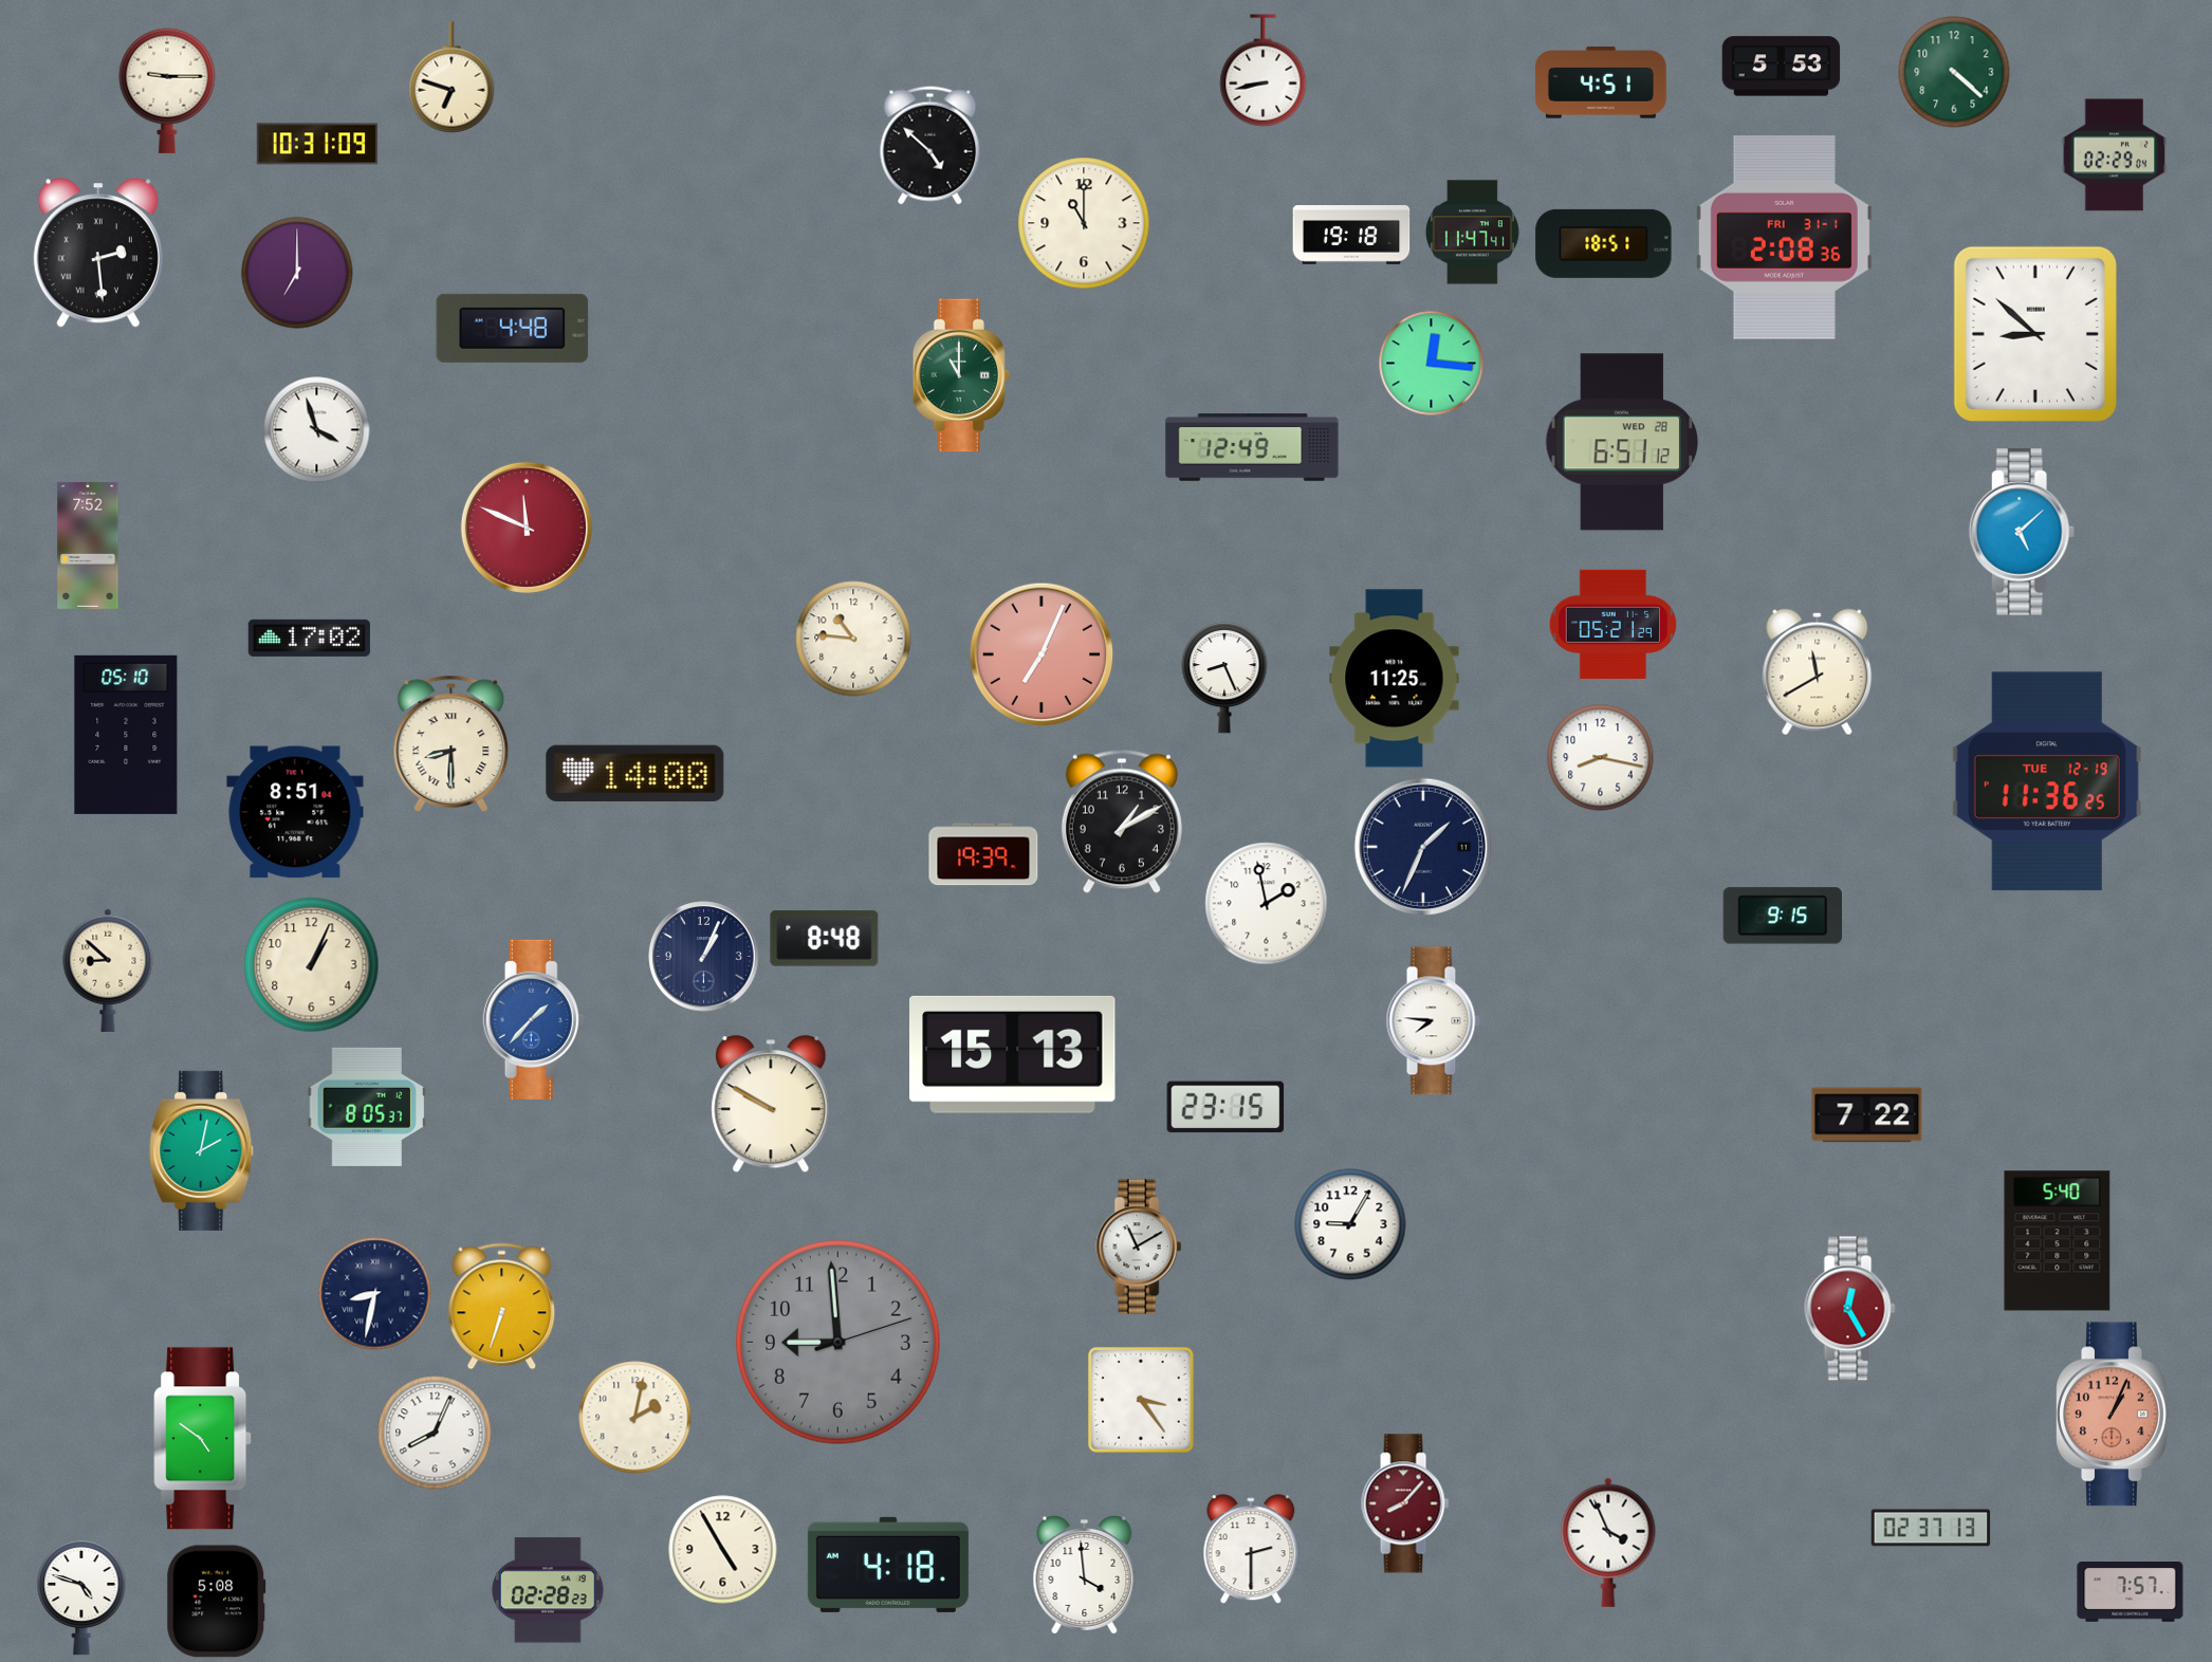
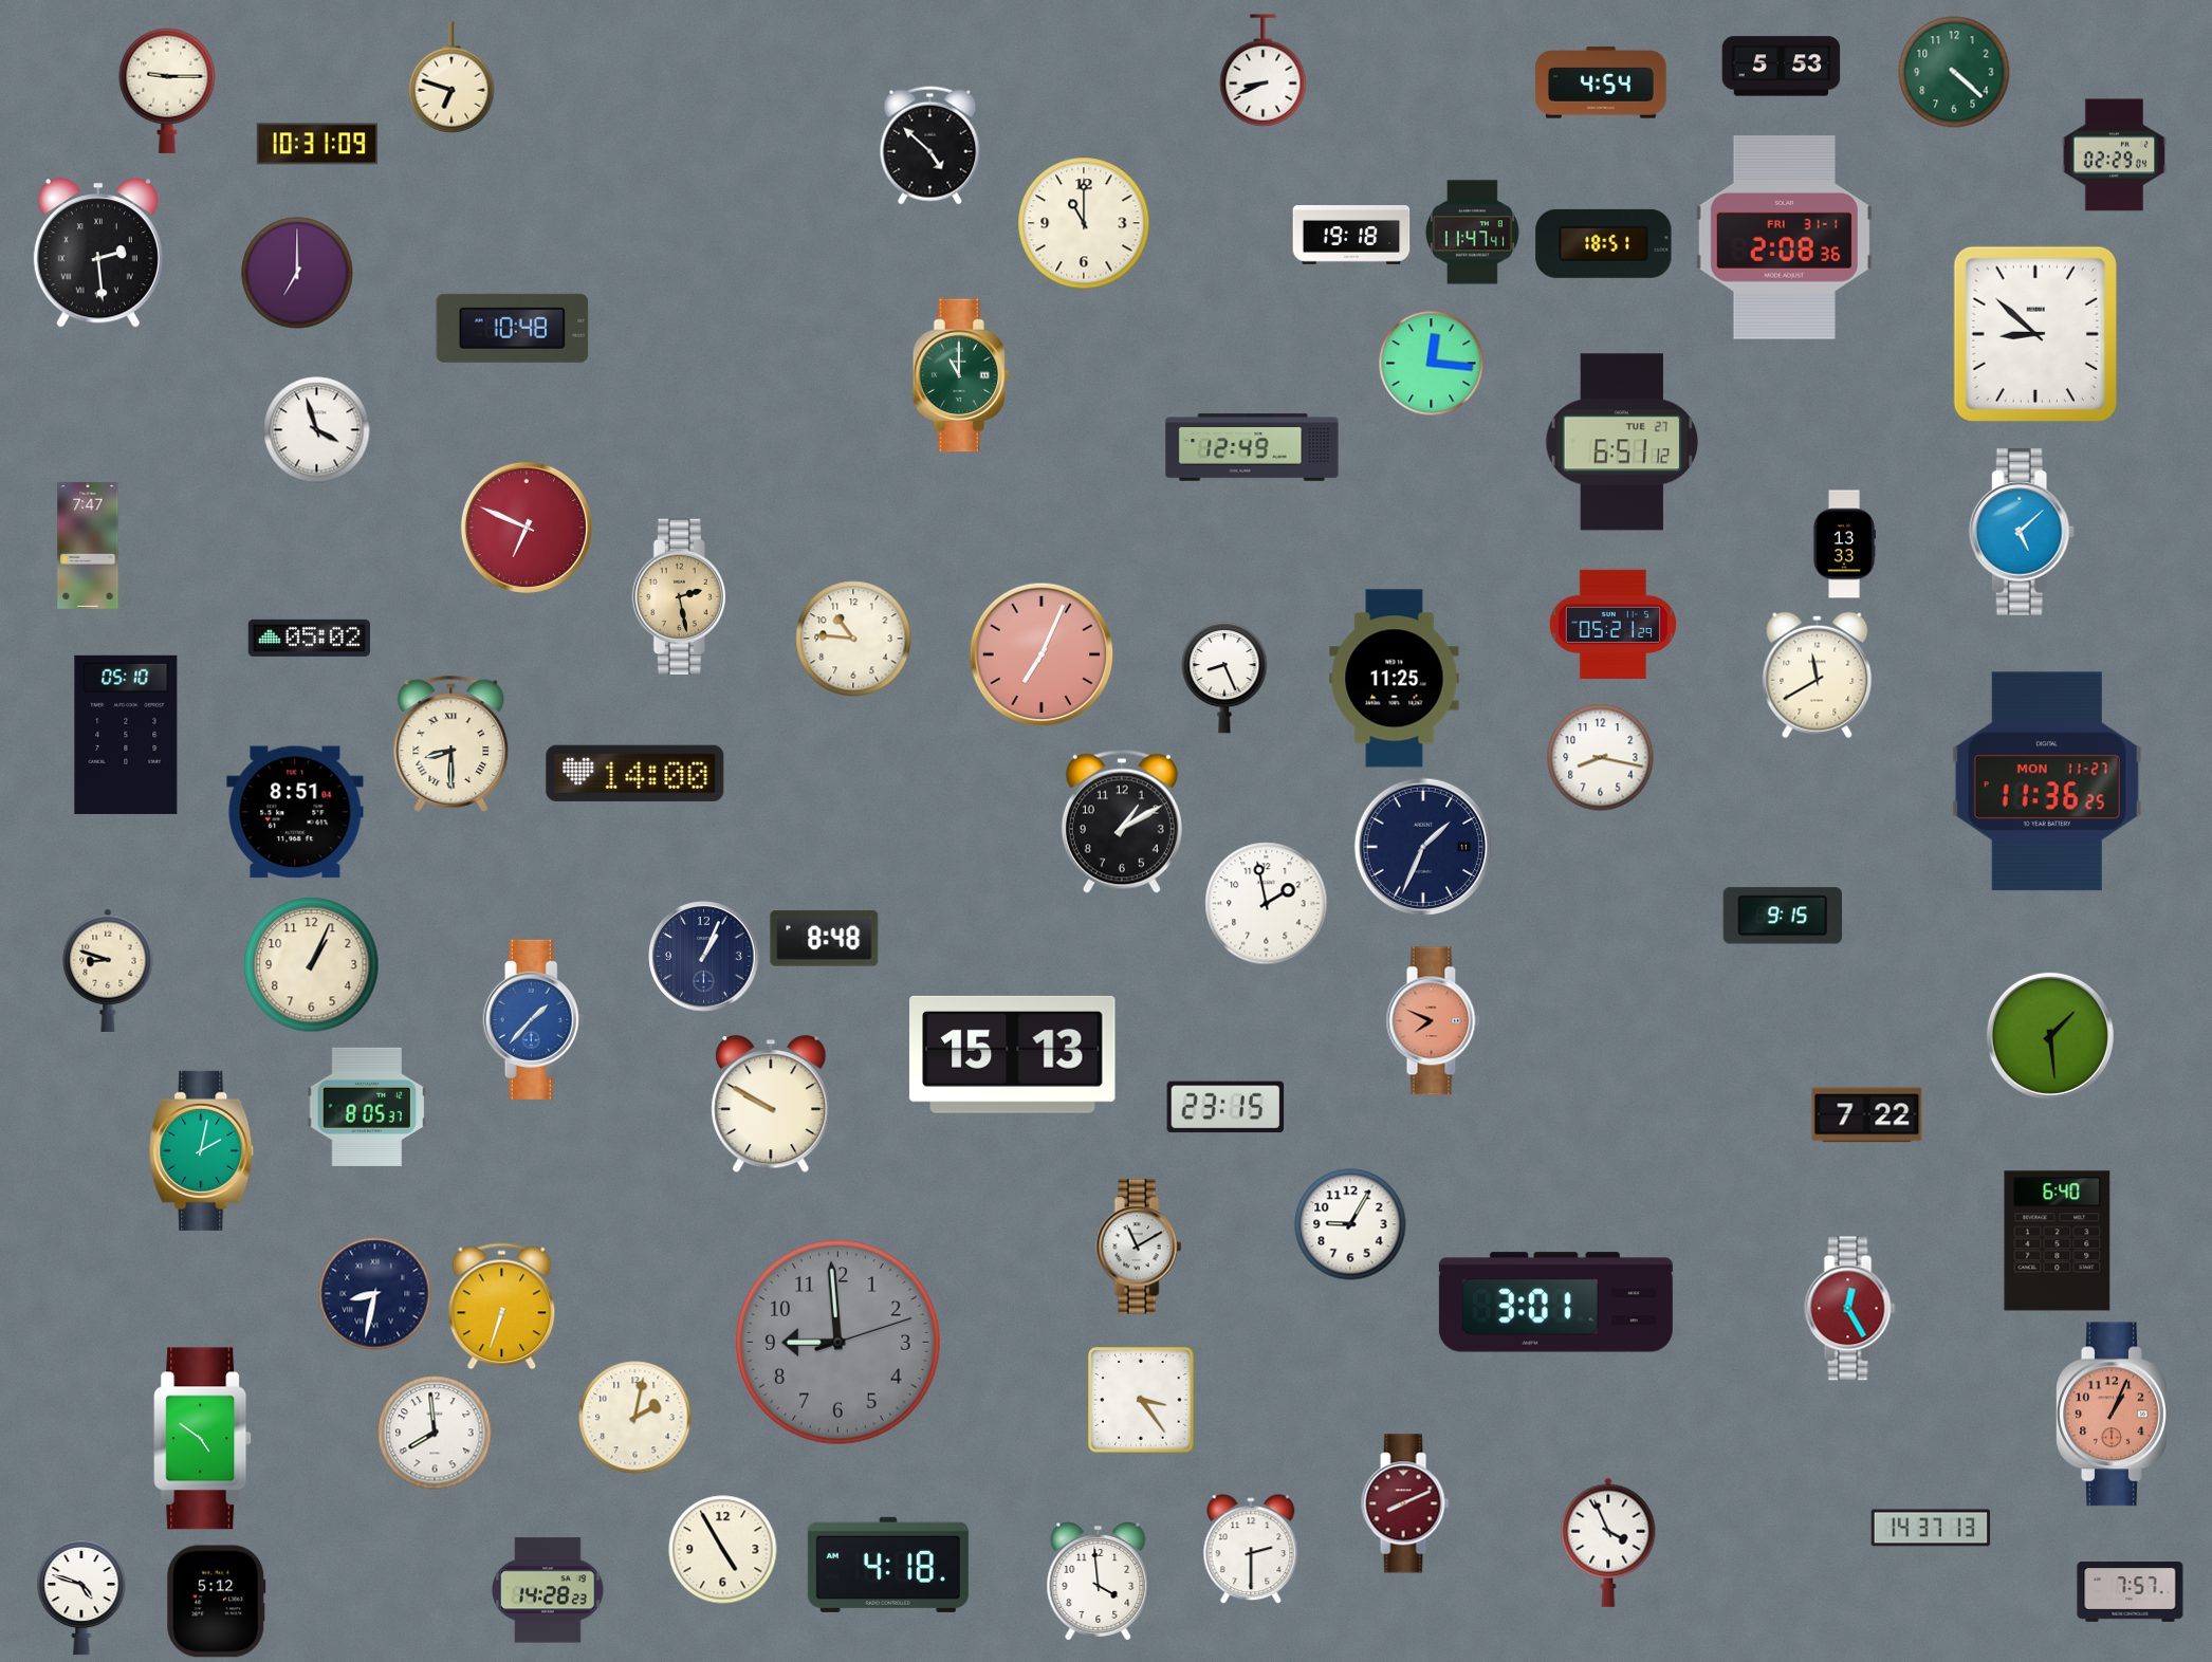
clock at (1264, 71): 8:43 -> 8:41
clock at (1601, 82): 4:51 -> 4:54
clock at (513, 328): 4:48 -> 10:48
clock at (1622, 442) date: WED 28 -> TUE 27
clock at (527, 528): 11:49 -> 6:49
clock at (1845, 544): none -> 13:33
clock at (88, 546): 7:52 -> 7:47
clock at (681, 596): none -> 2:28
clock at (309, 638): 17:02 -> 05:02
clock at (1818, 672) position: (1818, 672) -> (1818, 676)
clock at (2047, 781) date: TUE 12-19 -> MON 11-27
clock at (983, 854): 19:39 -> none
clock at (108, 971): 8:52 -> 8:48
clock at (1433, 1021): 7:46 -> 7:49
clock at (1433, 1021) dial: white -> salmon
clock at (2050, 1036): none -> 1:29
clock at (2058, 1241): 5:40 -> 6:40
clock at (1555, 1303): none -> 3:01
clock at (435, 1433): 8:04 -> 7:59
clock at (1405, 1503): 8:07 -> 8:11
clock at (1931, 1528): 02:37 -> 14:37
clock at (1085, 1575) position: (1085, 1575) -> (1099, 1582)
clock at (549, 1590): 02:28 -> 14:28
clock at (217, 1602): 5:08 -> 5:12
